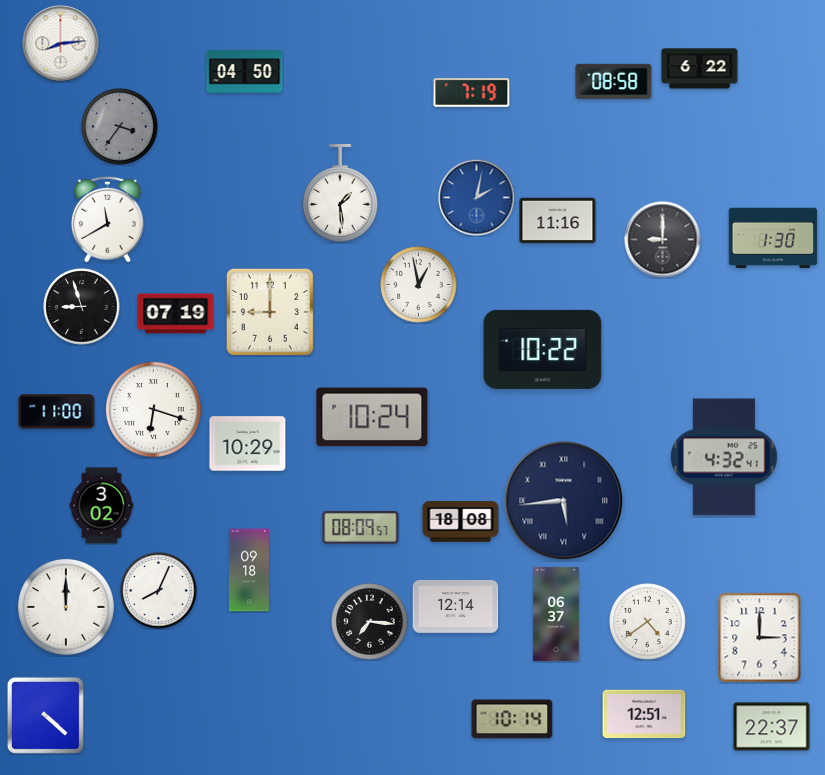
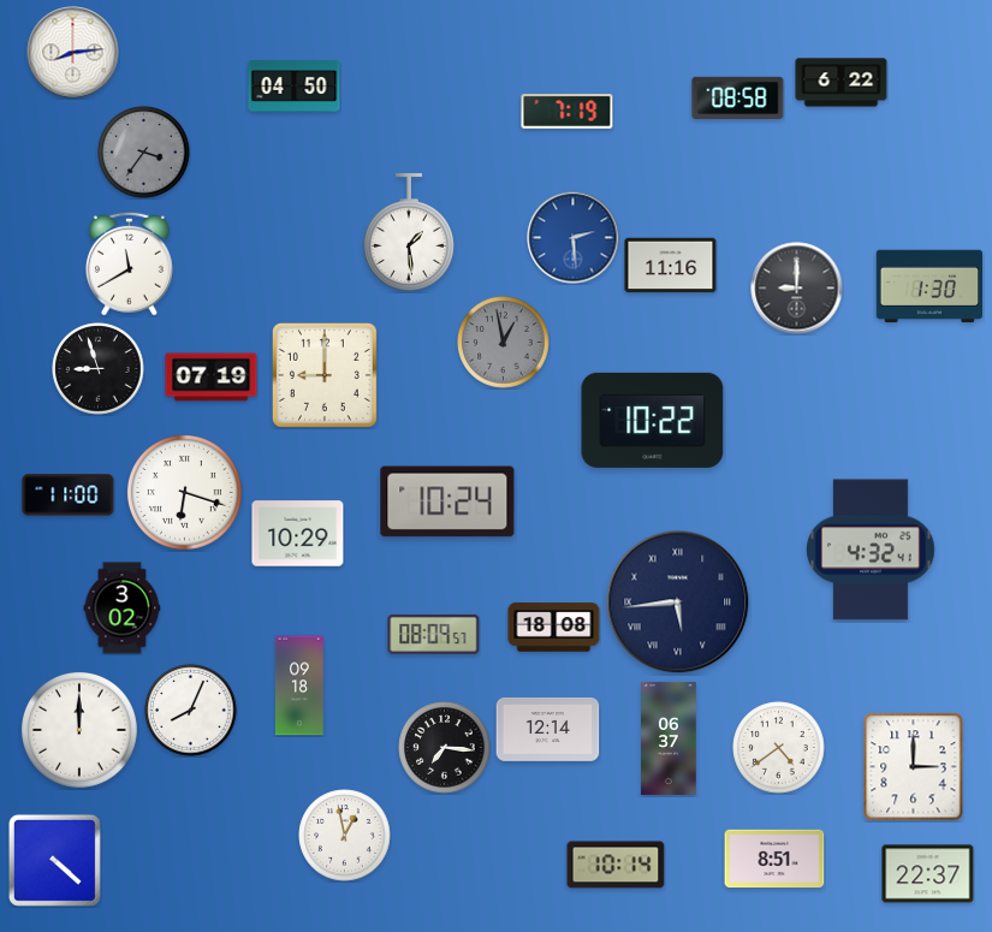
clock at (477, 198): 2:02 -> 2:29
clock at (419, 285) dial: white -> grey
clock at (345, 836): none -> 12:58
clock at (644, 714): 12:51 -> 8:51
